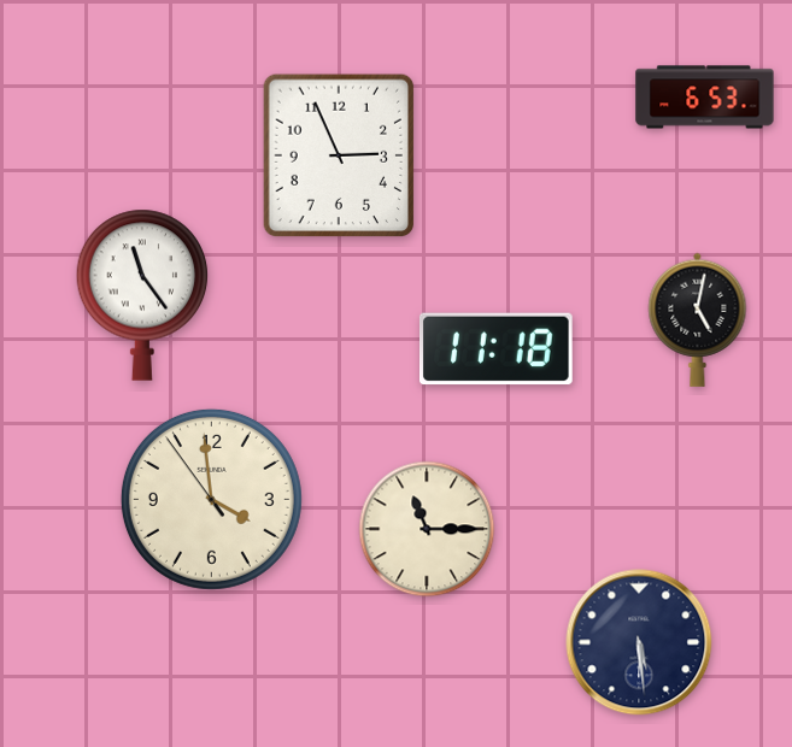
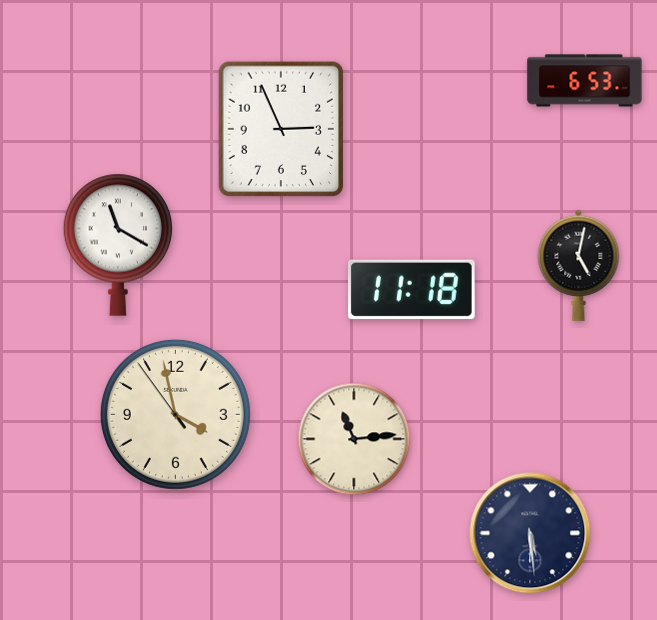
clock at (142, 295): 11:24 -> 11:20
clock at (211, 499): 3:58 -> 3:57
clock at (427, 529): 11:15 -> 11:14
